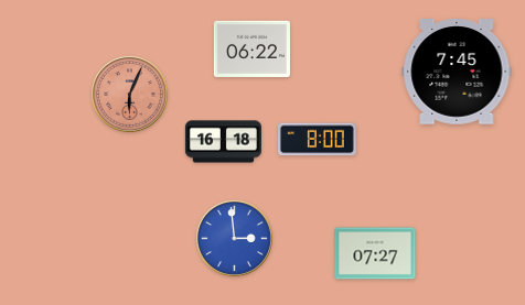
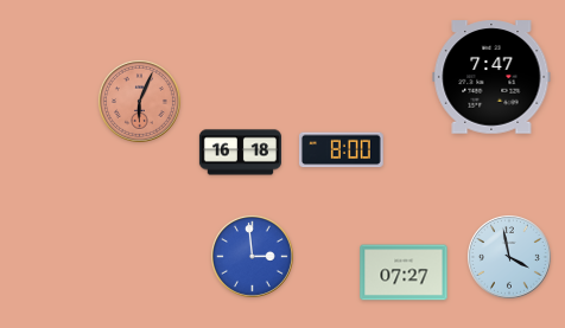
clock at (251, 48): 06:22 -> none
clock at (457, 72): 7:45 -> 7:47
clock at (509, 257): none -> 3:58
